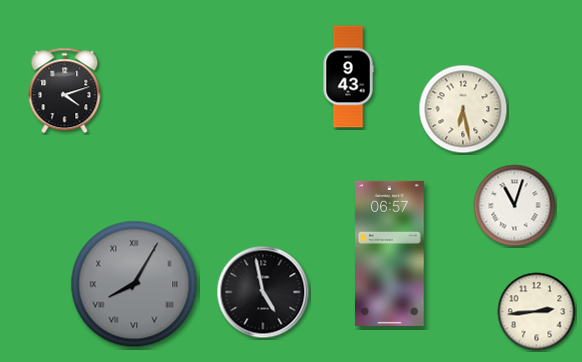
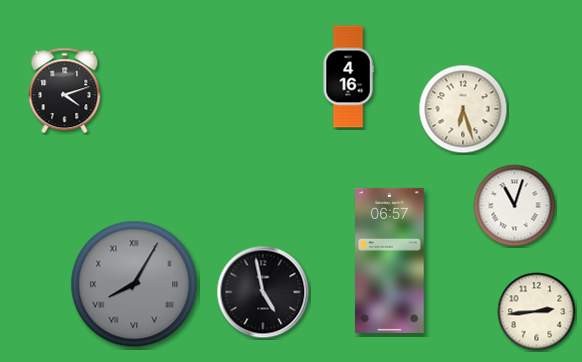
clock at (348, 77): 9:43 -> 4:16
clock at (463, 109): 6:28 -> 6:27
clock at (390, 253) position: (390, 253) -> (390, 260)
